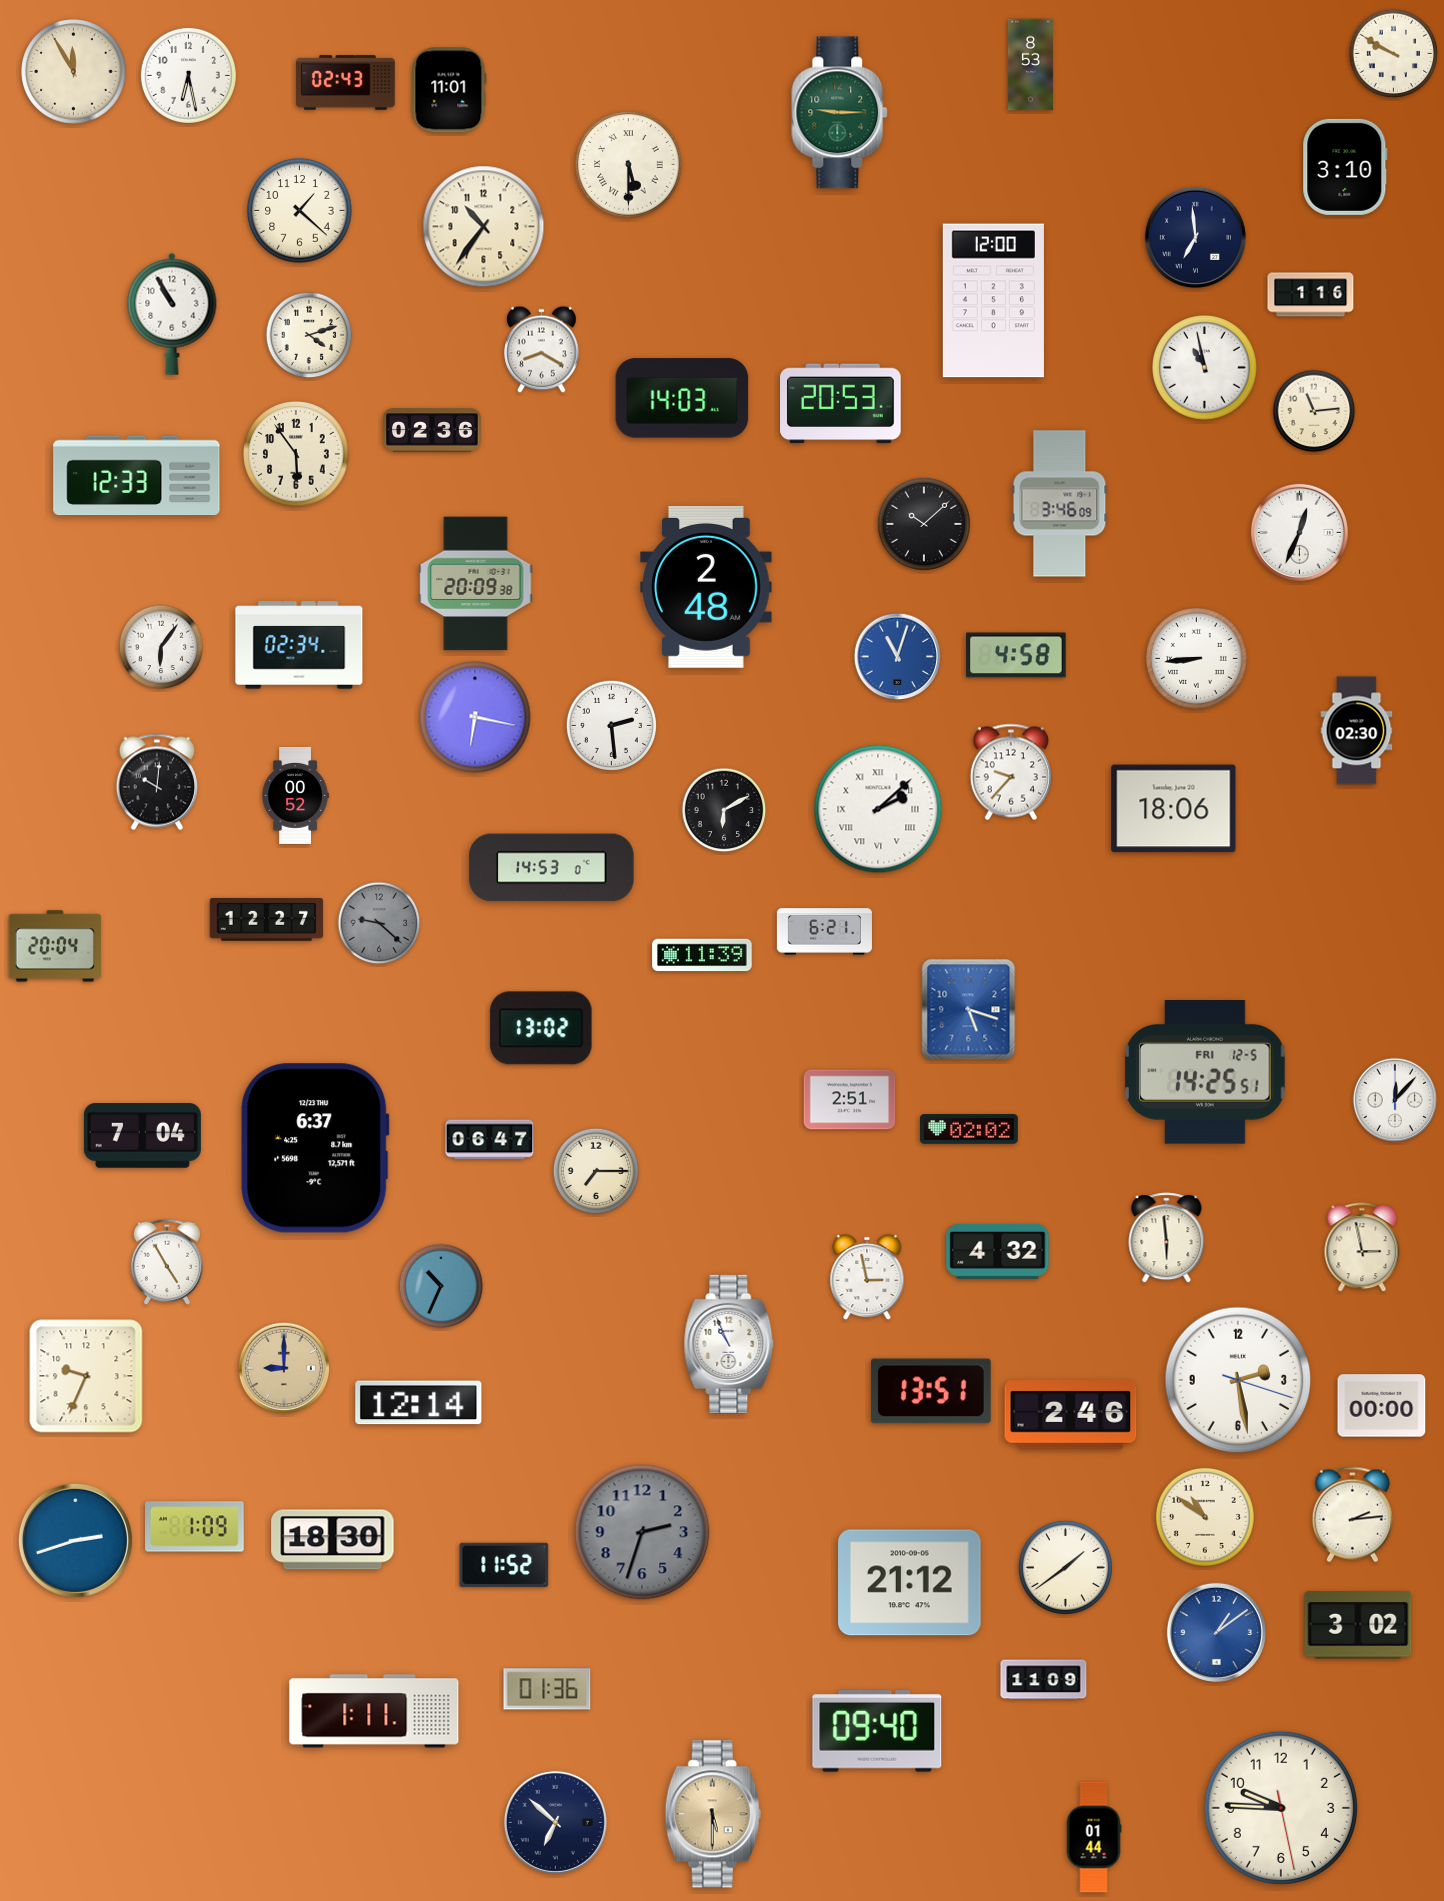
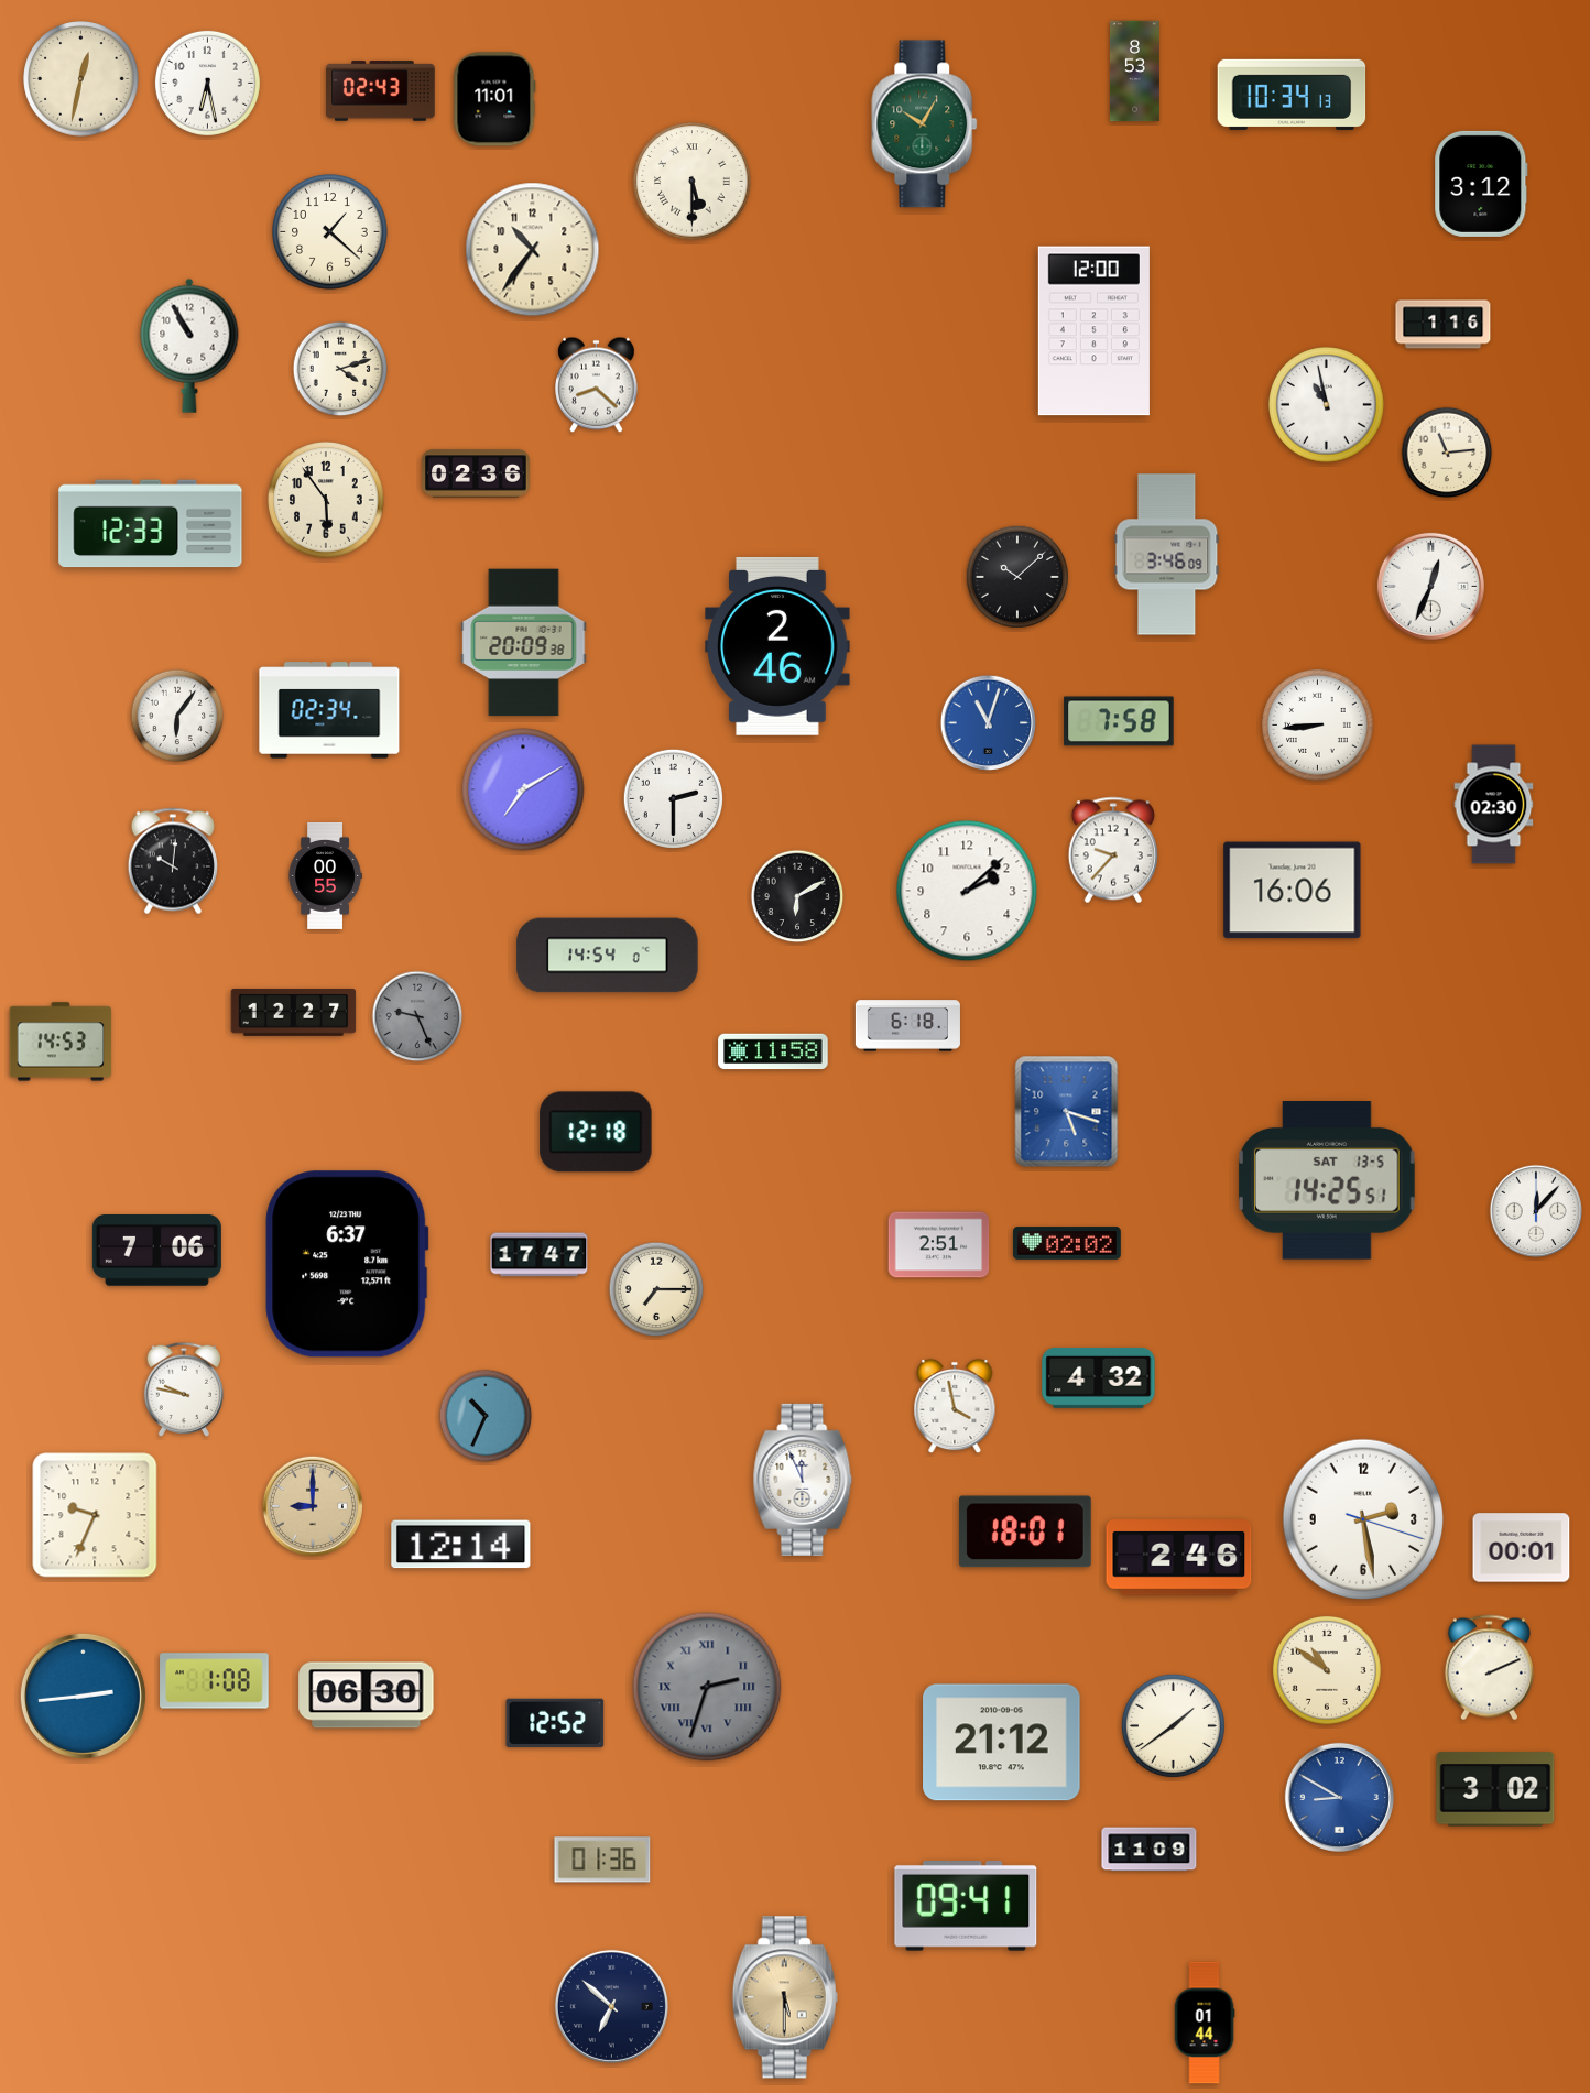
clock at (1393, 53): 9:50 -> none
clock at (74, 72): 11:55 -> 12:32
clock at (1292, 95): none -> 10:34
clock at (840, 113): 9:15 -> 10:05
clock at (1345, 167): 3:10 -> 3:12
clock at (1195, 237): 6:59 -> none
clock at (542, 350): 8:20 -> 8:22
clock at (682, 398): 14:03 -> none
clock at (841, 404): 20:53 -> none
clock at (706, 587): 2:48 -> 2:46
clock at (161, 647) position: (161, 647) -> (177, 716)
clock at (1016, 655): 4:58 -> 7:58
clock at (475, 717): 6:17 -> 7:10
clock at (611, 725): 2:29 -> 2:30
clock at (295, 795): 00:52 -> 00:55
clock at (878, 809) numerals: Roman -> Arabic
clock at (1174, 809): 18:06 -> 16:06
clock at (724, 810) position: (724, 810) -> (797, 896)
clock at (552, 868): 14:53 -> 14:54
clock at (379, 923): 9:22 -> 9:26
clock at (824, 932): 6:21 -> 6:18
clock at (55, 946): 20:04 -> 14:53
clock at (702, 955): 11:39 -> 11:58
clock at (541, 1028): 13:02 -> 12:18
clock at (1205, 1073) date: FRI 12-5 -> SAT 13-5
clock at (850, 1100) position: (850, 1100) -> (939, 1245)
clock at (142, 1136): 7:04 -> 7:06
clock at (490, 1140): 06:47 -> 17:47
clock at (1167, 1238): 5:59 -> none
clock at (1362, 1248): 2:58 -> none
clock at (166, 1262): 4:55 -> 9:47
clock at (867, 1277): 2:58 -> 3:58
clock at (729, 1344): 10:56 -> 11:56
clock at (931, 1391): 13:51 -> 18:01
clock at (1382, 1406): 00:00 -> 00:01
clock at (1352, 1515): 2:14 -> 2:11
clock at (195, 1527): 1:09 -> 1:08
clock at (642, 1532) numerals: Arabic -> Roman
clock at (75, 1540): 2:42 -> 2:44
clock at (333, 1540): 18:30 -> 06:30
clock at (504, 1565): 11:52 -> 12:52
clock at (1216, 1632): 1:09 -> 8:50
clock at (374, 1711): 1:11 -> none
clock at (877, 1732): 09:40 -> 09:41
clock at (1281, 1808): 9:45 -> none
